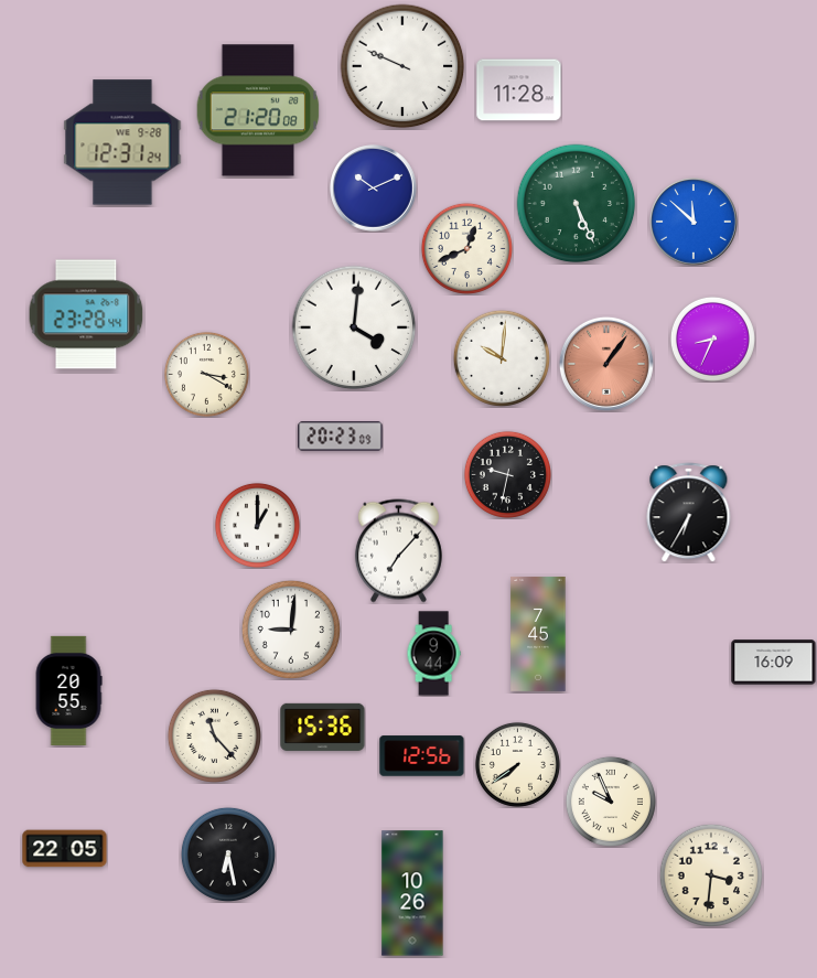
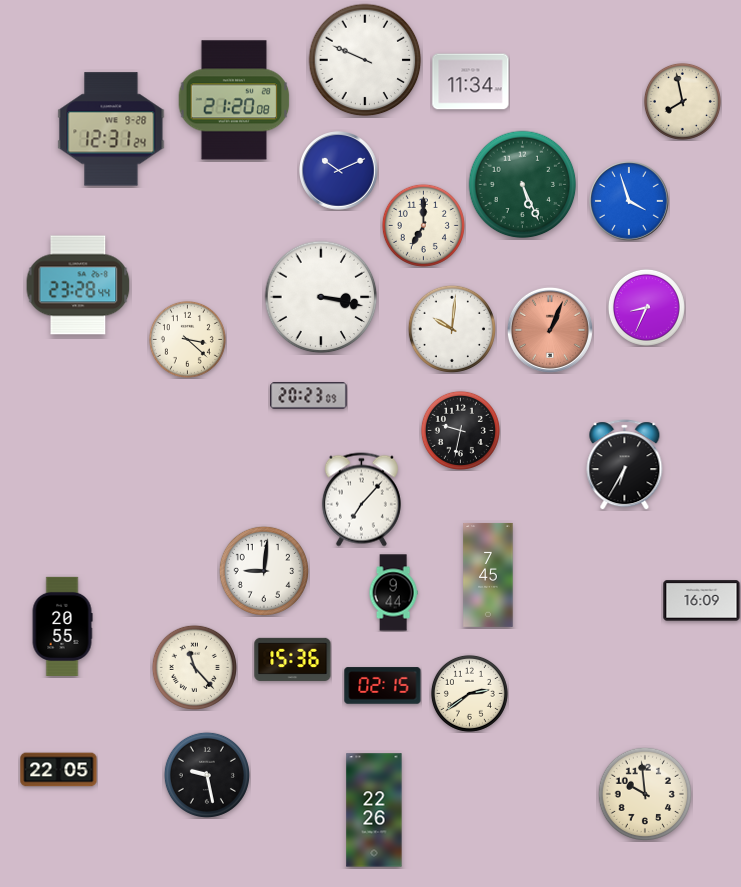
clock at (519, 90): 11:28 -> 11:34
clock at (682, 101): none -> 7:58
clock at (695, 223): 11:52 -> 3:57
clock at (466, 248): 12:41 -> 7:00
clock at (354, 327): 4:01 -> 3:17
clock at (502, 358) position: (502, 358) -> (452, 329)
clock at (606, 364): 1:06 -> 1:04
clock at (206, 374): 3:20 -> 3:22
clock at (257, 525): 1:00 -> none
clock at (422, 756): 12:56 -> 02:15
clock at (517, 764): 7:39 -> 2:39
clock at (611, 802): 9:56 -> none
clock at (228, 855): 6:28 -> 9:28
clock at (710, 874): 3:31 -> 9:59
clock at (412, 893): 10:26 -> 22:26
